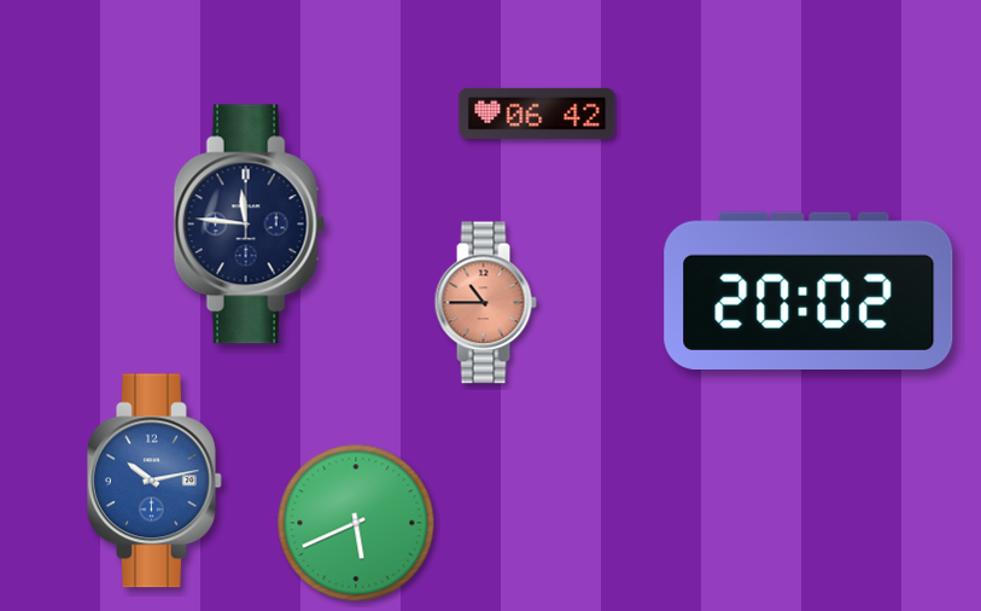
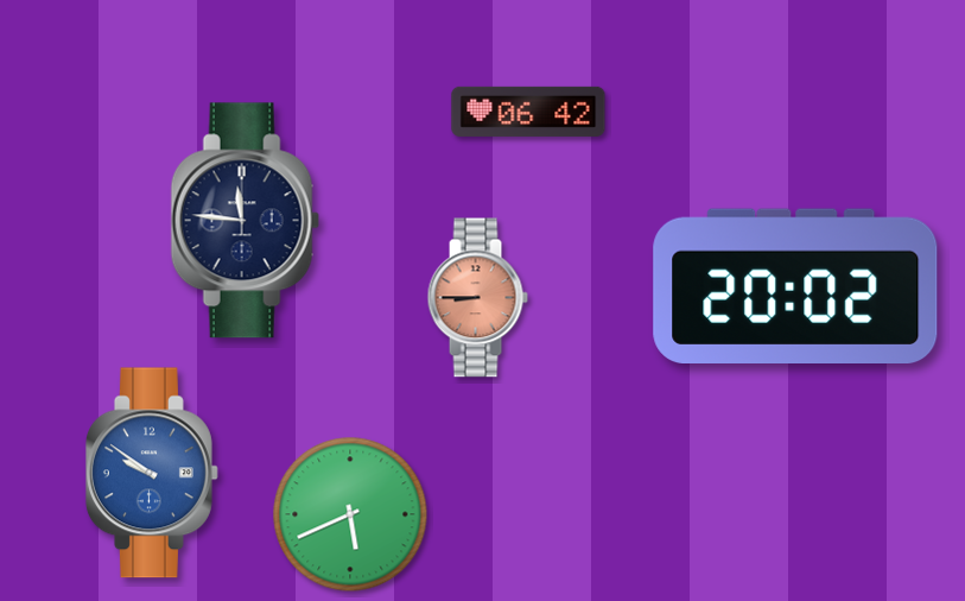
clock at (485, 303): 10:45 -> 8:45
clock at (154, 481): 10:13 -> 9:51
